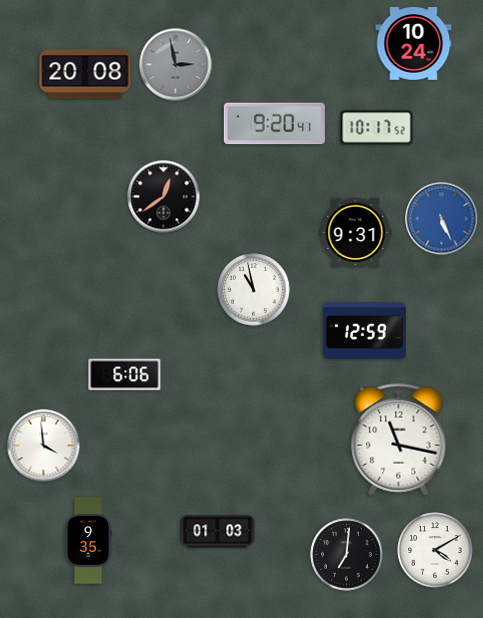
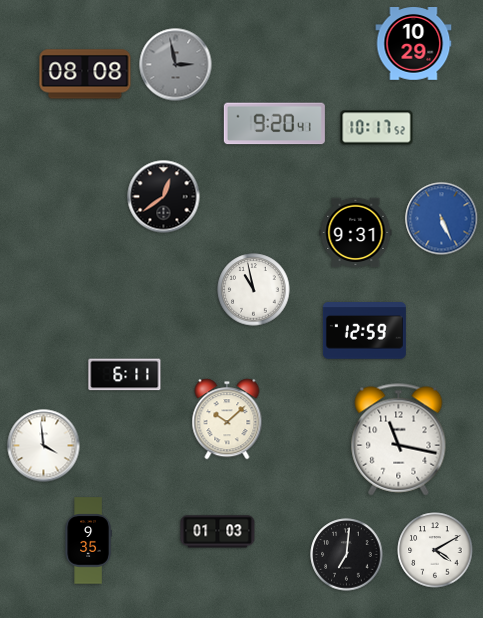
clock at (414, 44): 10:24 -> 10:29
clock at (85, 74): 20:08 -> 08:08
clock at (125, 375): 6:06 -> 6:11
clock at (227, 419): none -> 10:08
